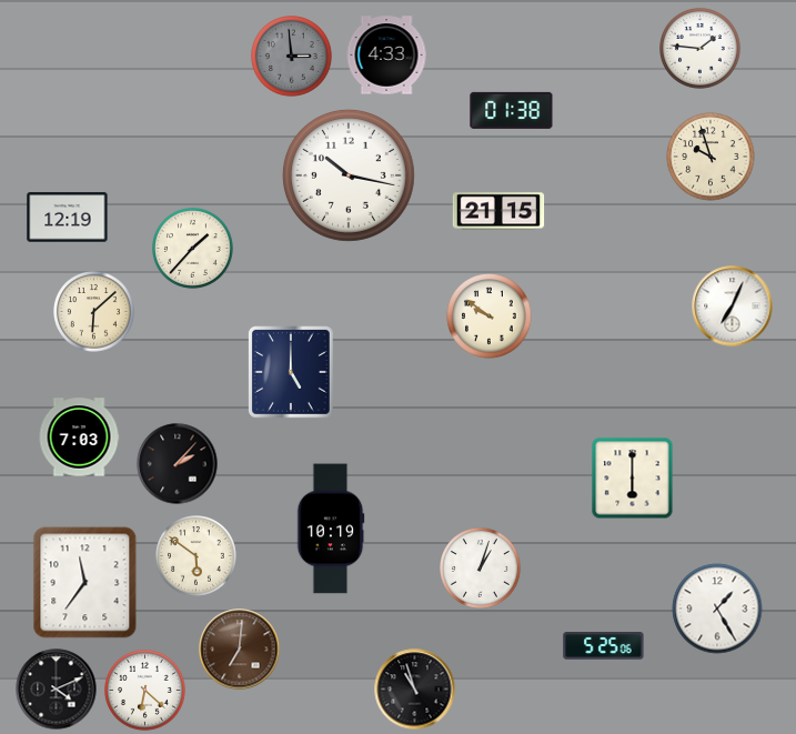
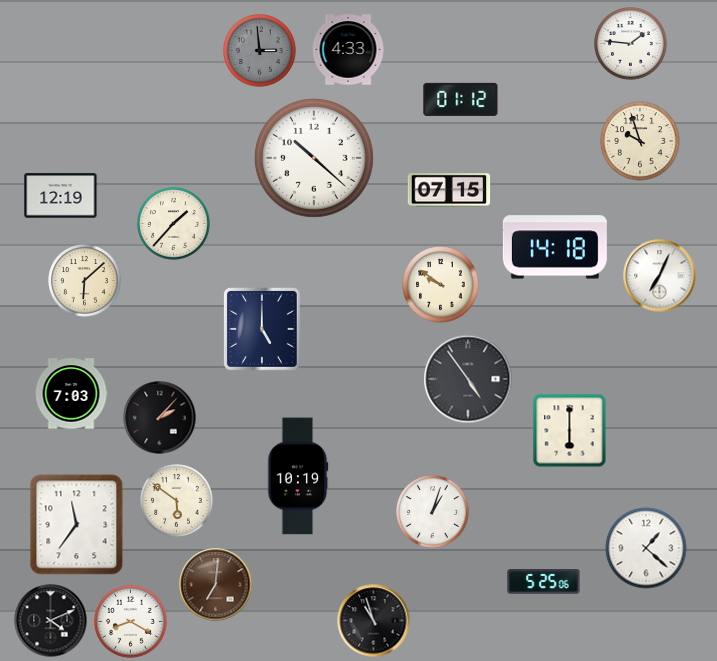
clock at (292, 57) position: (292, 57) -> (260, 51)
clock at (512, 110): 01:38 -> 01:12
clock at (349, 175): 10:17 -> 10:22
clock at (498, 211): 21:15 -> 07:15
clock at (555, 247): none -> 14:18
clock at (292, 373) position: (292, 373) -> (263, 330)
clock at (468, 379): none -> 4:54
clock at (717, 609): 1:25 -> 1:22
clock at (145, 691): 6:22 -> 8:20
